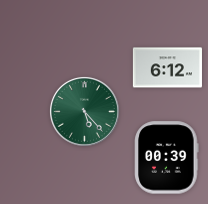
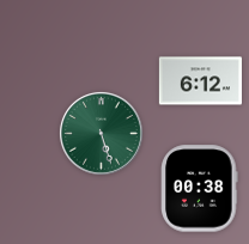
clock at (84, 111): 5:23 -> 5:27
clock at (167, 158): 00:39 -> 00:38
